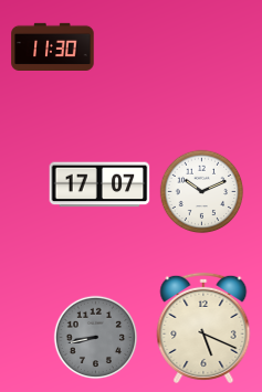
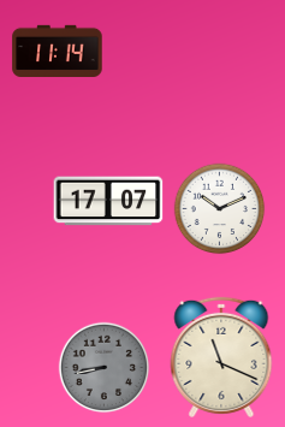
clock at (53, 46): 11:30 -> 11:14
clock at (203, 328): 5:19 -> 11:19
